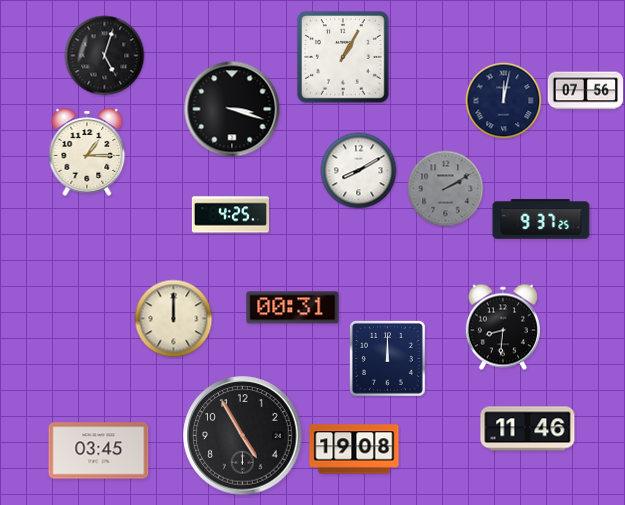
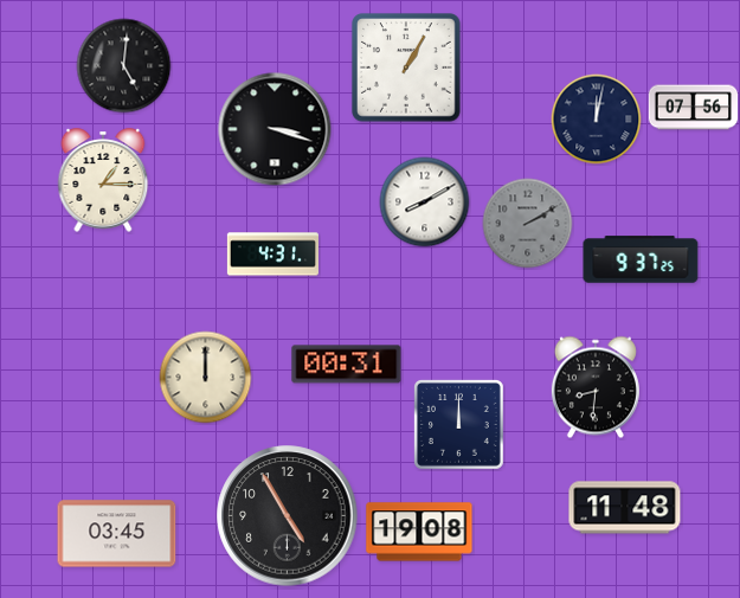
clock at (105, 56): 5:03 -> 5:01
clock at (230, 215): 4:25 -> 4:31
clock at (528, 429): 11:46 -> 11:48
